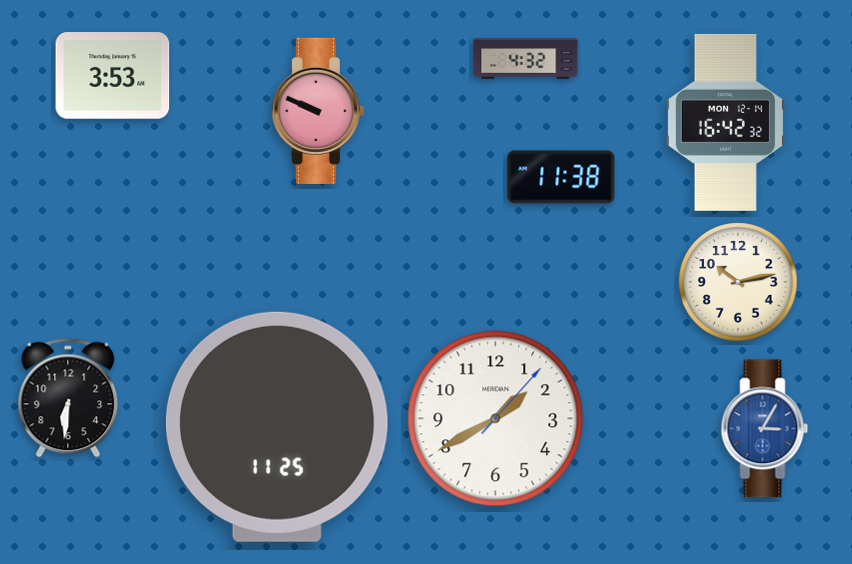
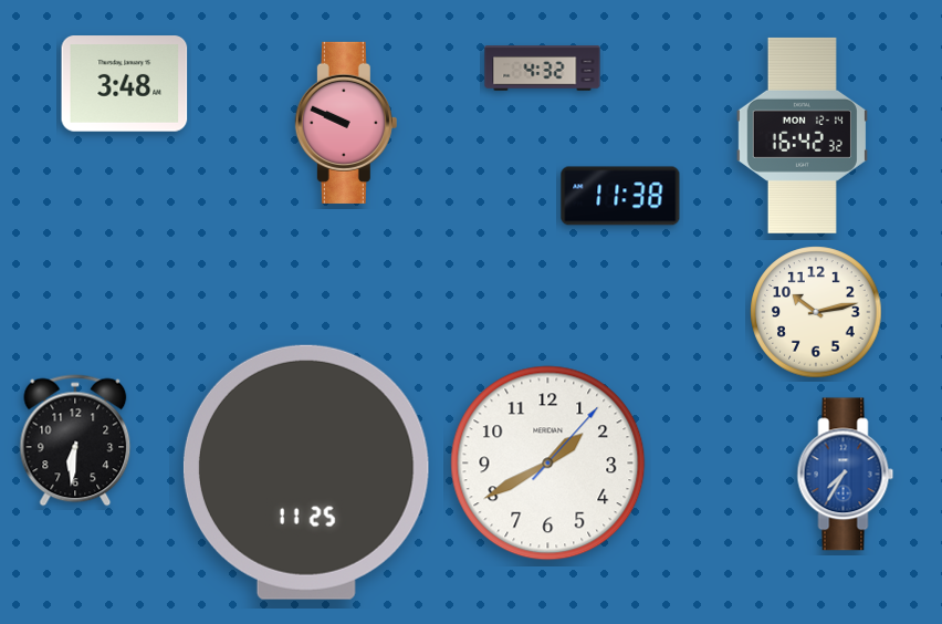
clock at (526, 59) position: (526, 59) -> (543, 69)
clock at (113, 76): 3:53 -> 3:48
clock at (318, 111) position: (318, 111) -> (346, 123)
clock at (765, 429): 3:05 -> 7:35
